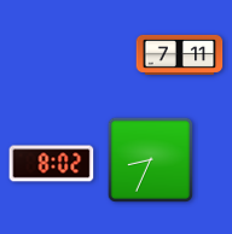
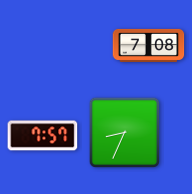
clock at (180, 54): 7:11 -> 7:08
clock at (52, 164): 8:02 -> 7:57
